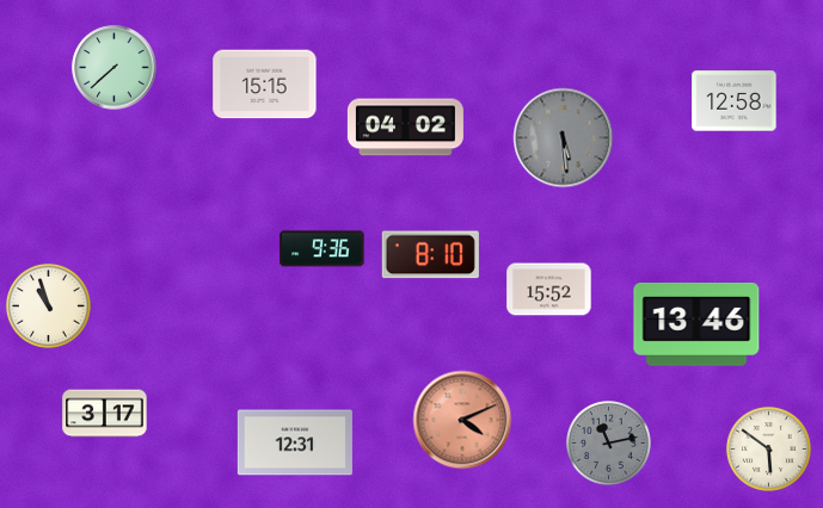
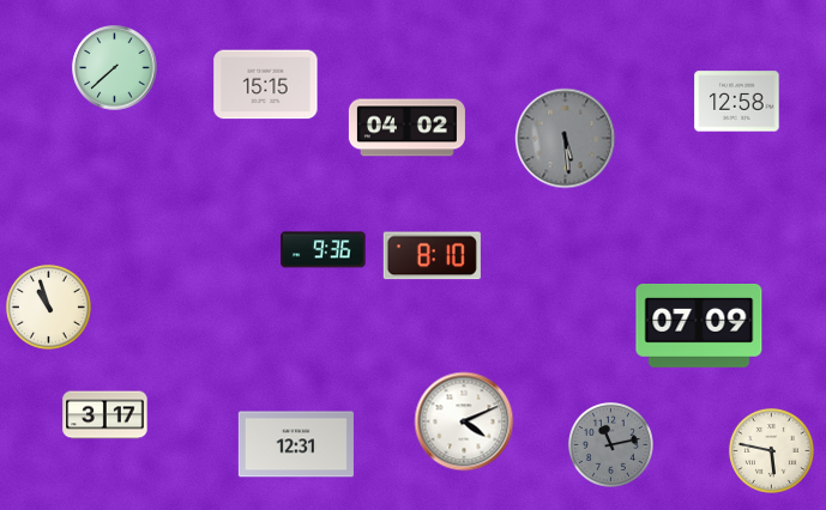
clock at (549, 290): 15:52 -> none
clock at (696, 326): 13:46 -> 07:09
clock at (462, 420) dial: salmon -> white
clock at (768, 448): 5:51 -> 5:47
